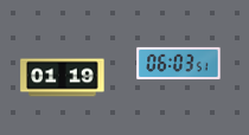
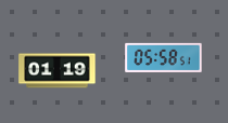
clock at (179, 63): 06:03 -> 05:58
